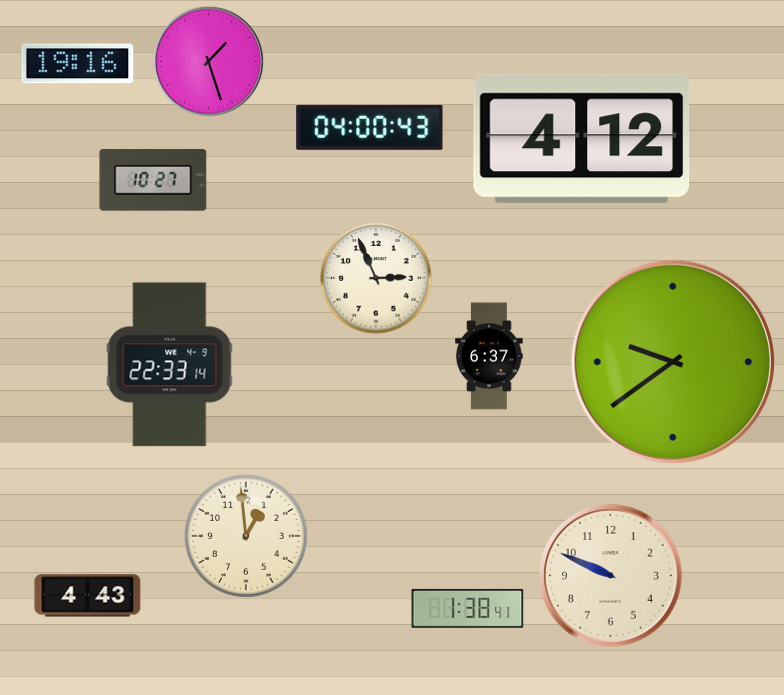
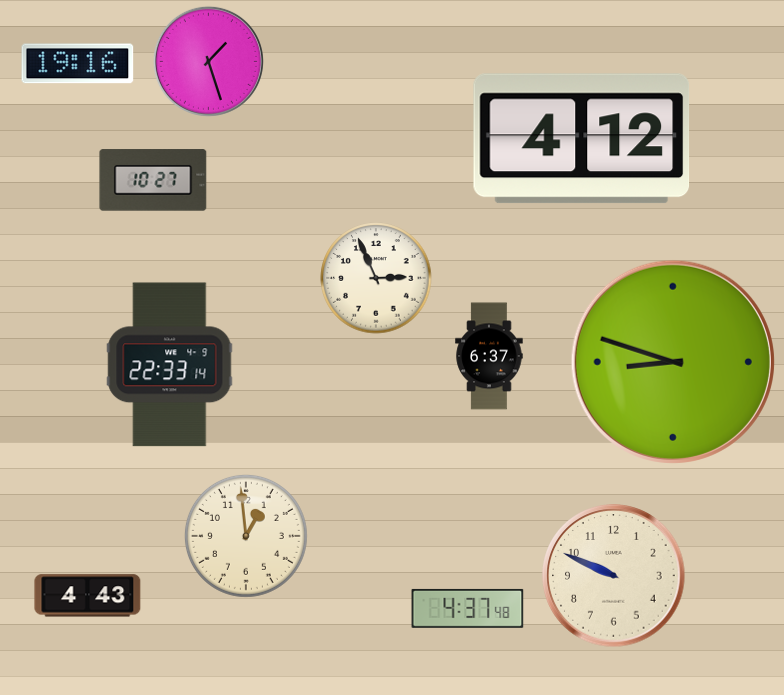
clock at (370, 127): 04:00 -> none
clock at (673, 362): 9:39 -> 8:48
clock at (611, 576) position: (611, 576) -> (614, 576)
clock at (468, 608): 1:38 -> 4:37
